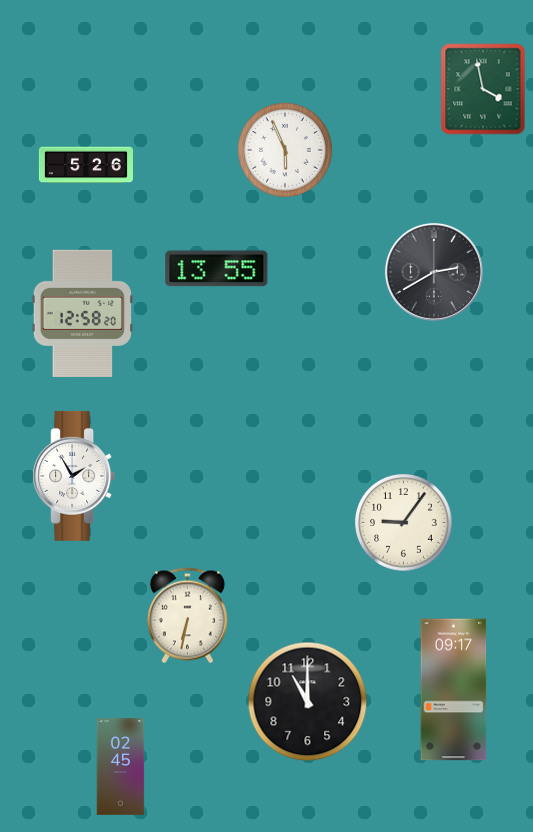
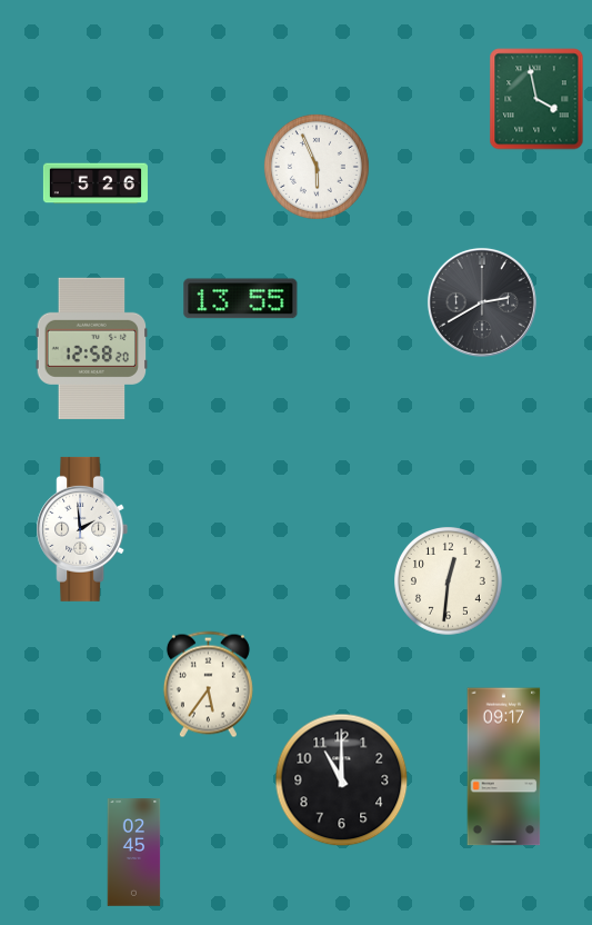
clock at (74, 476): 1:55 -> 1:59
clock at (404, 523): 9:06 -> 12:31
clock at (187, 616): 6:32 -> 5:36
